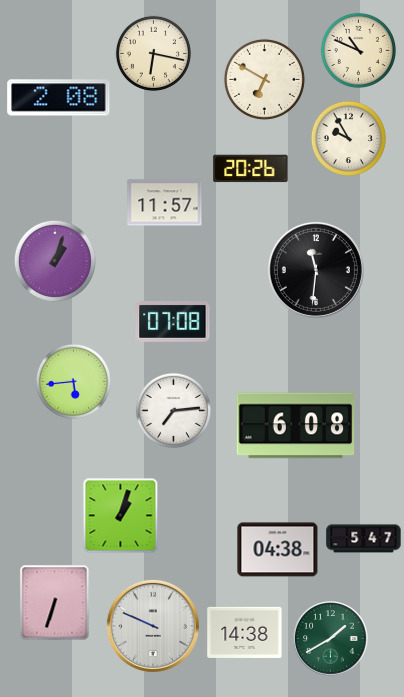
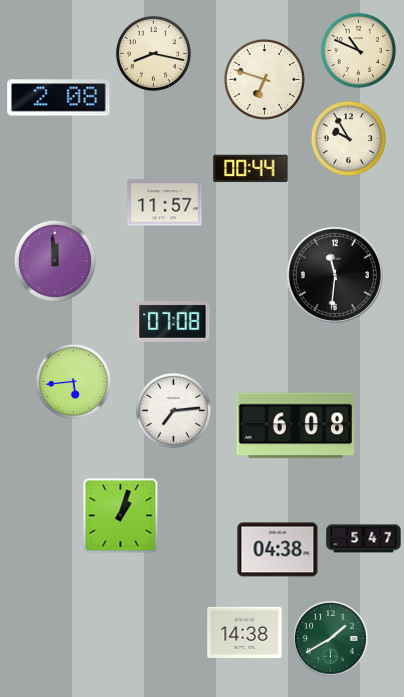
clock at (153, 53): 6:17 -> 8:17
clock at (264, 79): 6:50 -> 6:48
clock at (251, 169): 20:26 -> 00:44
clock at (55, 261): 1:03 -> 11:59
clock at (316, 270) position: (316, 270) -> (335, 275)
clock at (55, 603): 6:33 -> none
clock at (153, 626): 9:49 -> none
